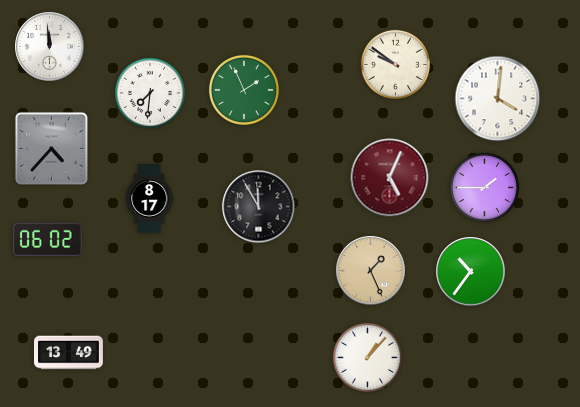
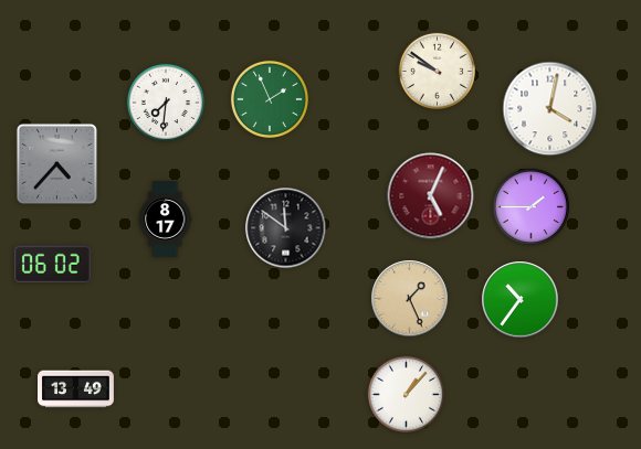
clock at (50, 47): 11:59 -> none
clock at (498, 99): 4:01 -> 4:02
clock at (484, 187) position: (484, 187) -> (530, 206)
clock at (259, 207): 11:55 -> 11:51
